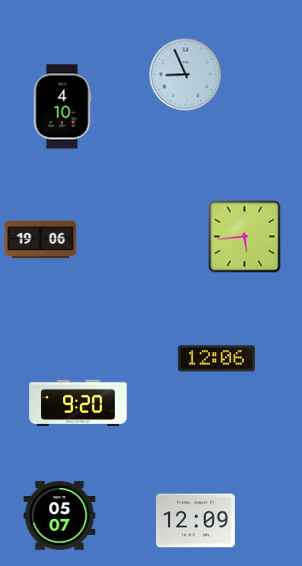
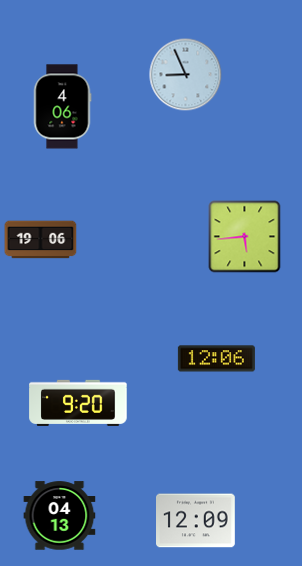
clock at (62, 107): 4:10 -> 4:06
clock at (60, 516): 05:07 -> 04:13
